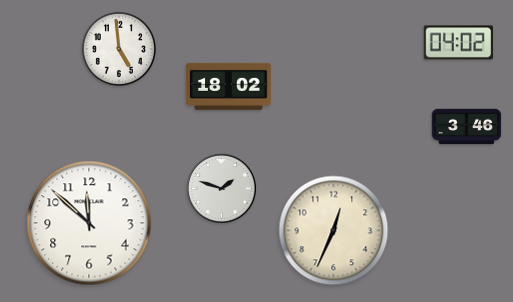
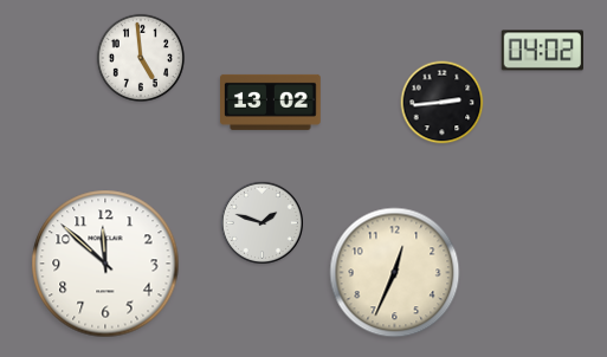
clock at (229, 86): 18:02 -> 13:02
clock at (443, 103): none -> 2:44
clock at (467, 127): 3:46 -> none
